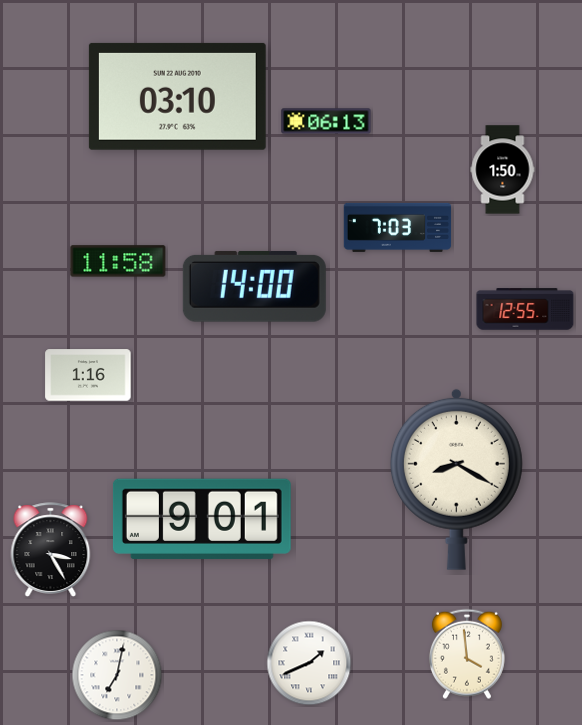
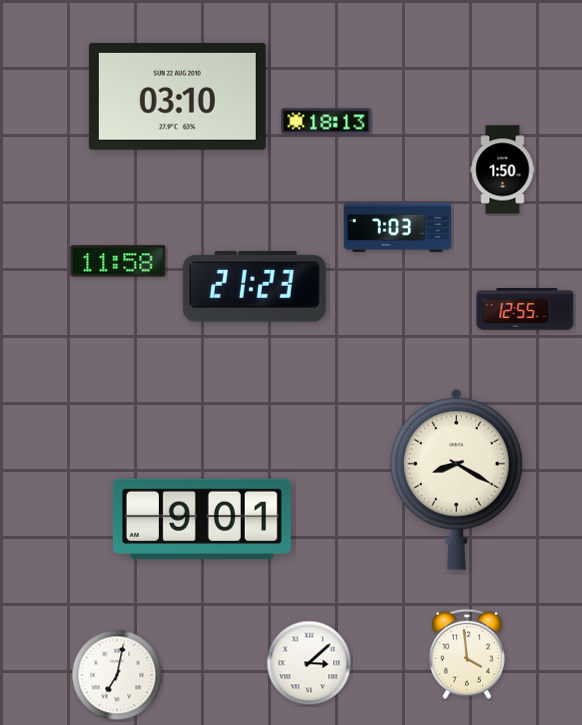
clock at (326, 121): 06:13 -> 18:13
clock at (254, 286): 14:00 -> 21:23
clock at (88, 375): 1:16 -> none
clock at (51, 550): 3:25 -> none
clock at (309, 663): 1:41 -> 3:08
